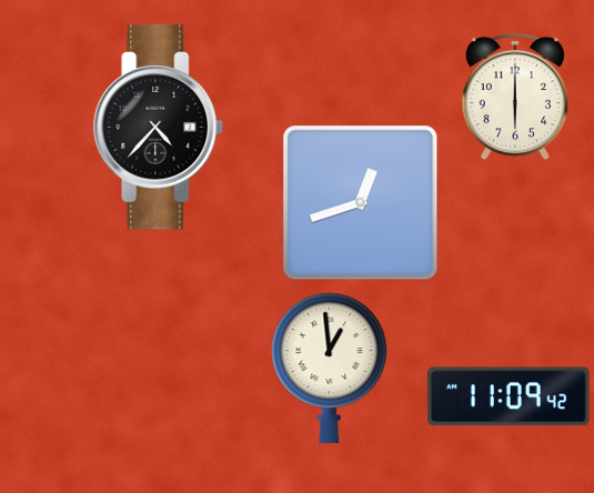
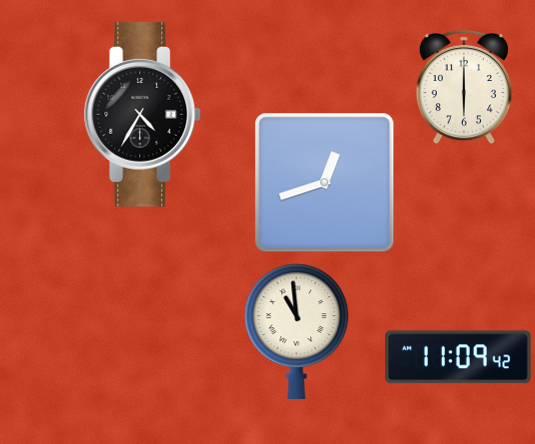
clock at (159, 127): 4:37 -> 4:35
clock at (330, 368): 12:59 -> 10:59
